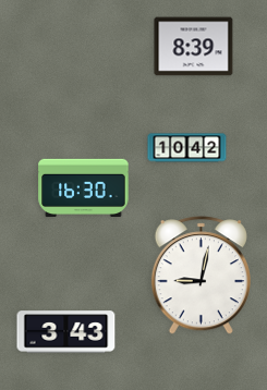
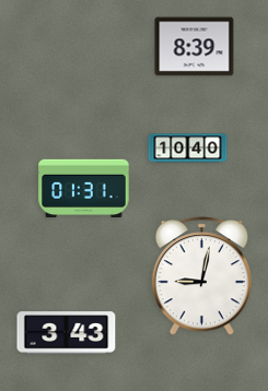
clock at (187, 148): 10:42 -> 10:40
clock at (84, 188): 16:30 -> 01:31
